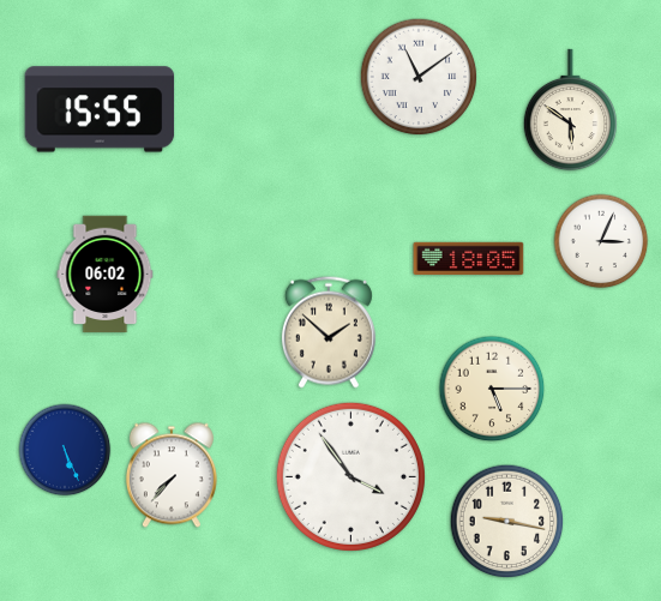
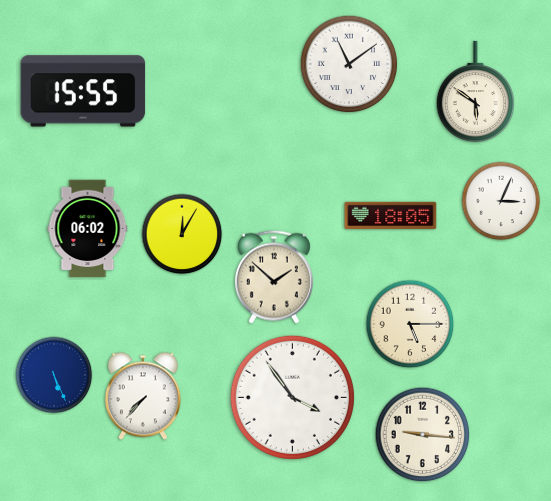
clock at (182, 234): none -> 12:05
clock at (507, 522): 9:17 -> 9:16
